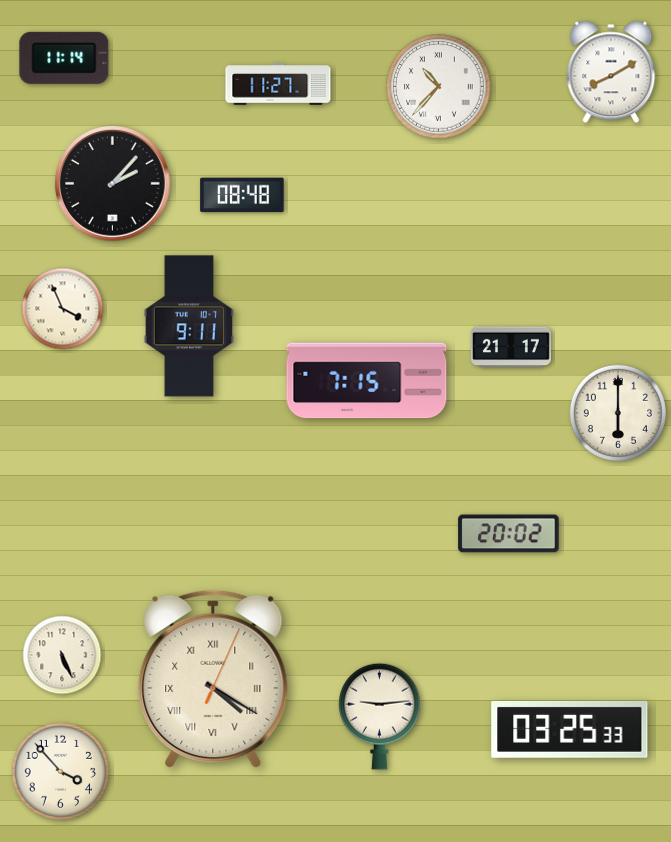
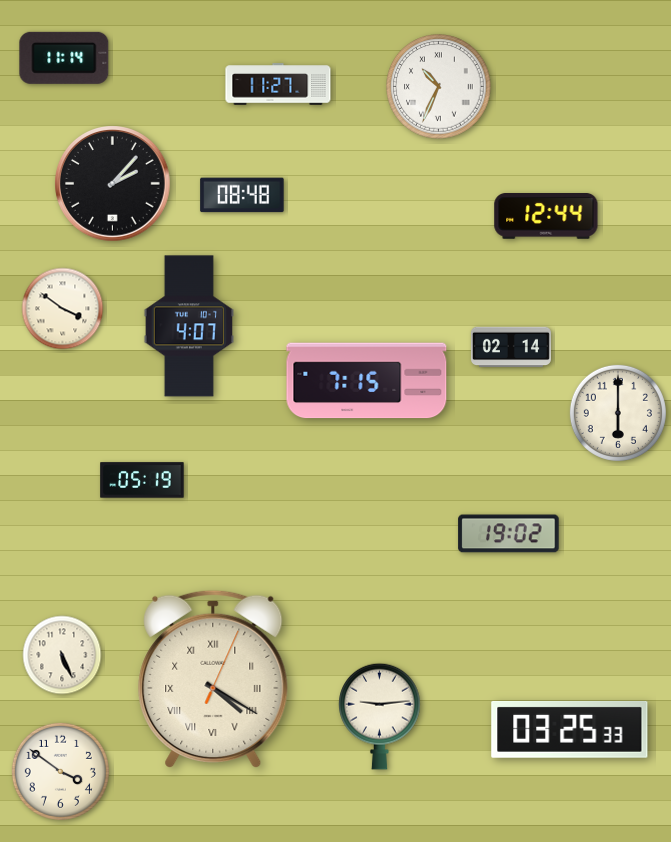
clock at (611, 72): 8:10 -> none
clock at (439, 87): 10:37 -> 10:34
clock at (546, 217): none -> 12:44
clock at (63, 309): 3:56 -> 3:51
clock at (188, 326): 9:11 -> 4:07
clock at (511, 347): 21:17 -> 02:14
clock at (142, 480): none -> 05:19
clock at (509, 534): 20:02 -> 19:02
clock at (60, 771): 3:53 -> 3:51
